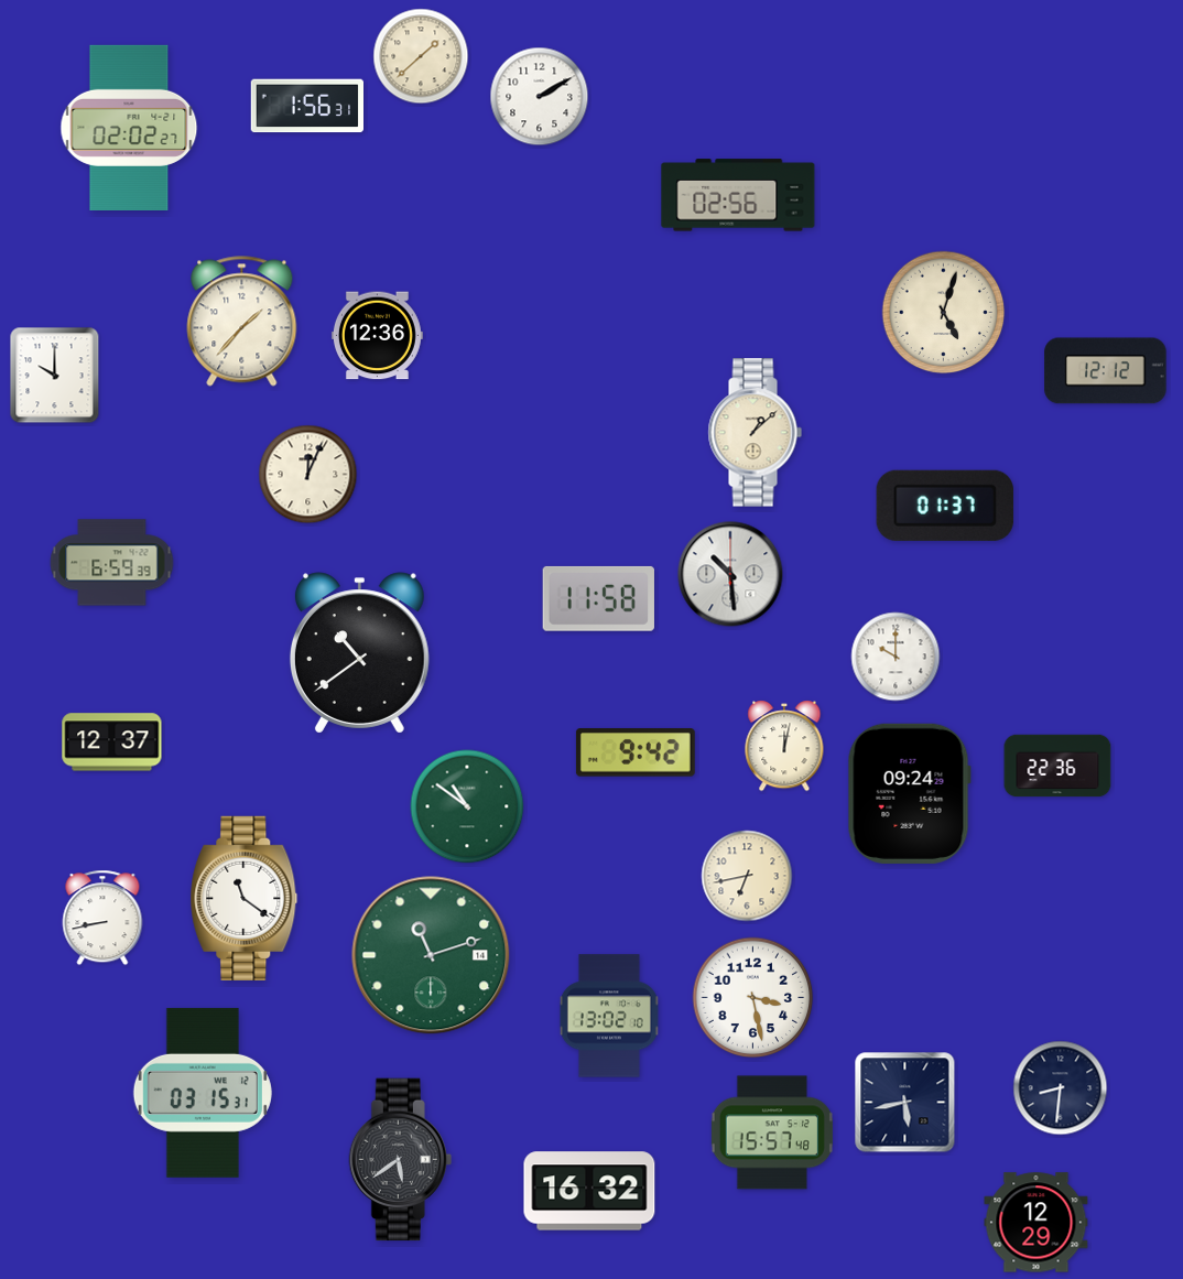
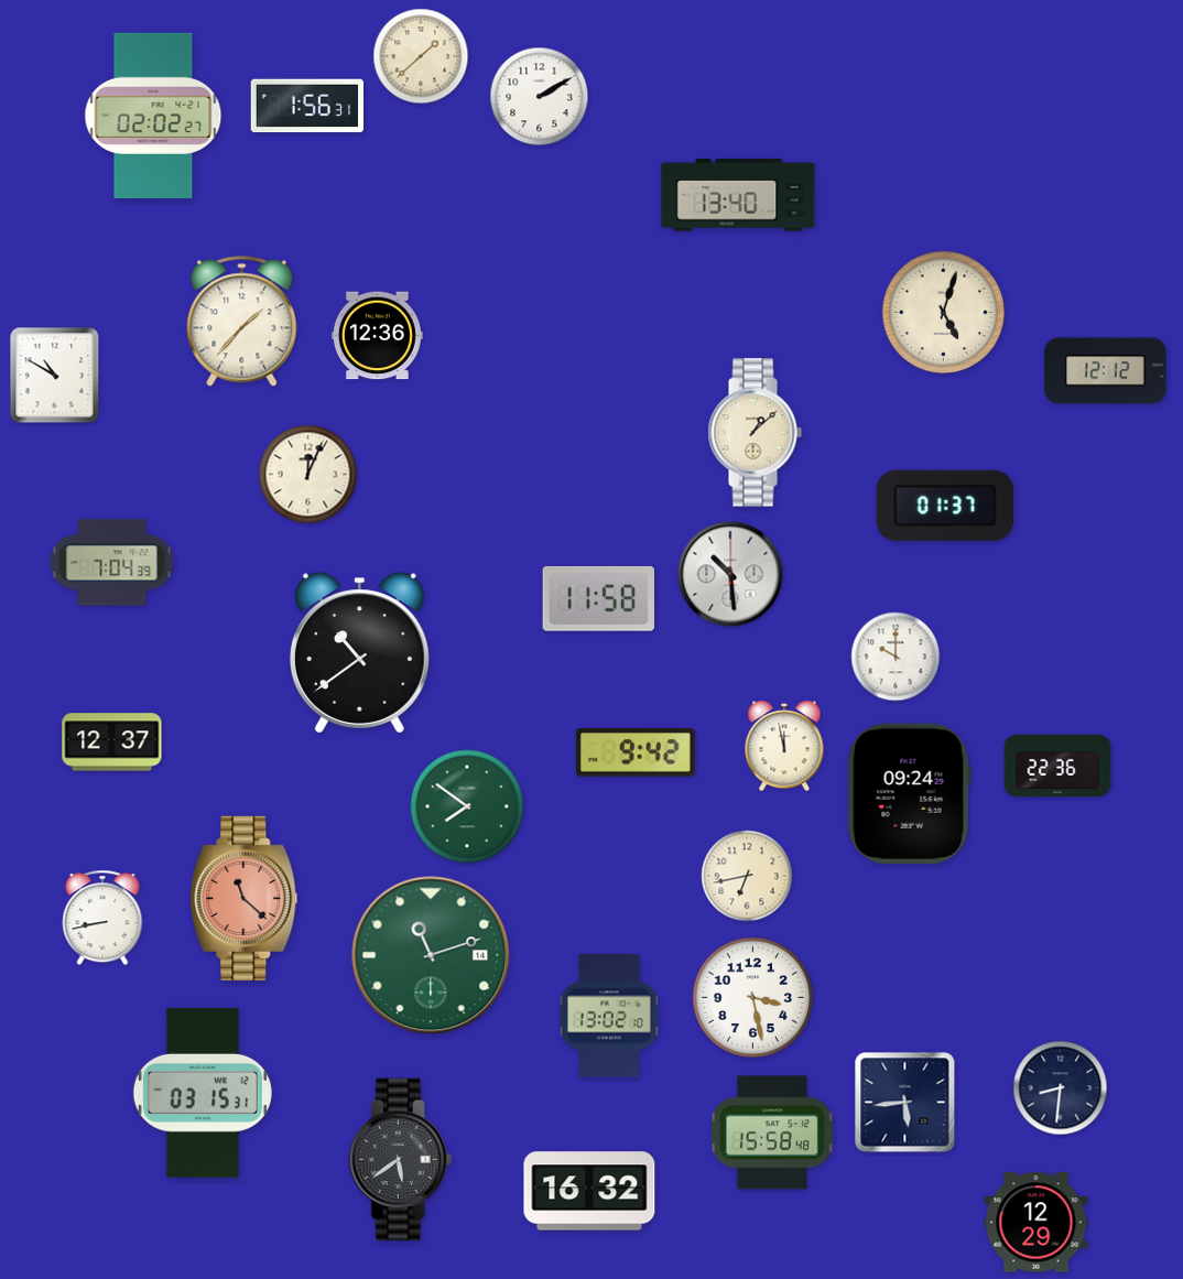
clock at (129, 128) position: (129, 128) -> (153, 116)
clock at (738, 195): 02:56 -> 13:40
clock at (55, 376): 10:00 -> 10:50
clock at (112, 563): 6:59 -> 7:04
clock at (784, 747): 12:02 -> 11:58
clock at (467, 806): 10:51 -> 7:51
clock at (245, 898): 11:21 -> 11:22
clock at (245, 898) dial: white -> salmon
clock at (905, 1103): 5:43 -> 5:44
clock at (772, 1132): 15:57 -> 15:58
